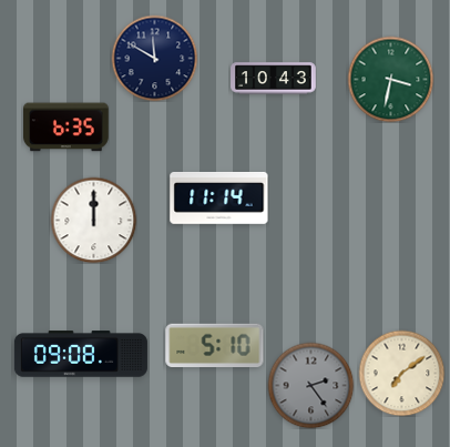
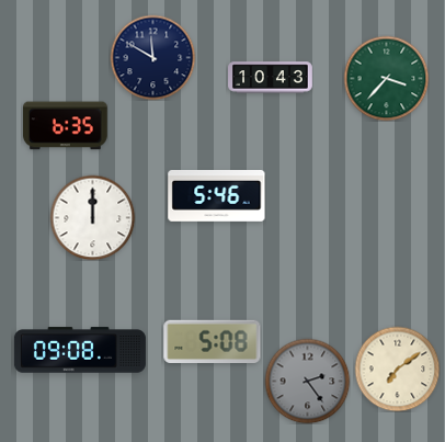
clock at (390, 79): 3:32 -> 3:37
clock at (219, 197): 11:14 -> 5:46
clock at (215, 345): 5:10 -> 5:08
